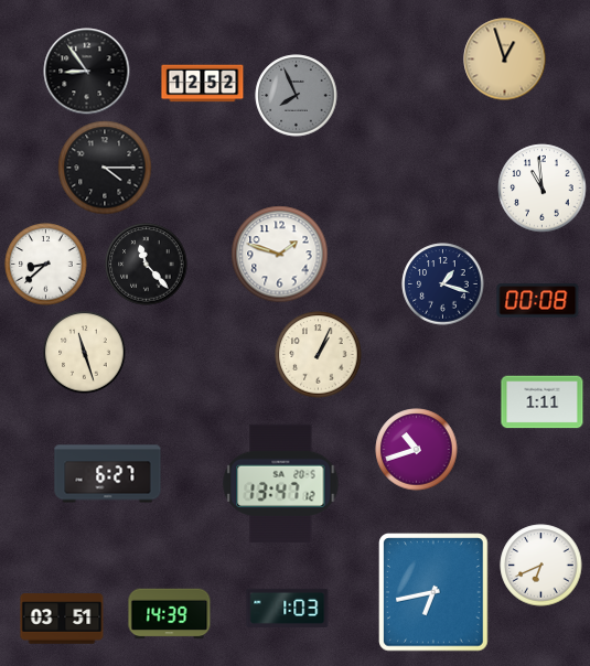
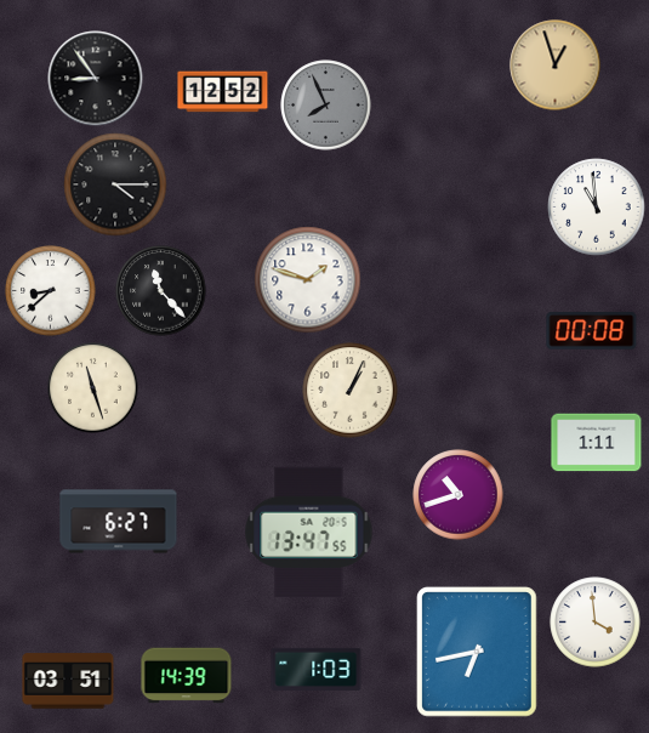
clock at (443, 284): 1:18 -> none
clock at (281, 484): 13:47:12 -> 13:47:55
clock at (541, 566): 6:41 -> 3:59
